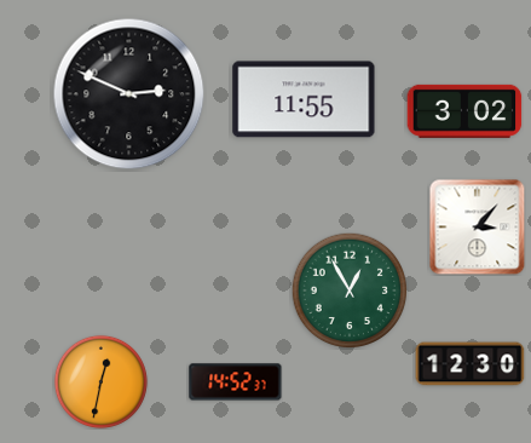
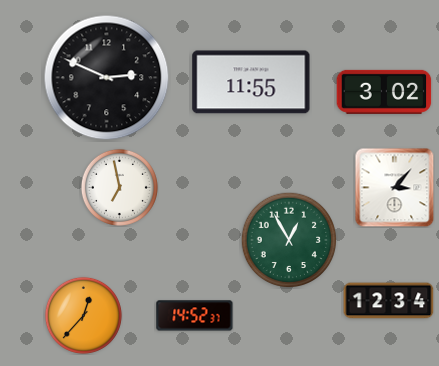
clock at (119, 187): none -> 6:58
clock at (471, 364): 12:30 -> 12:34
clock at (100, 381): 12:32 -> 12:37
